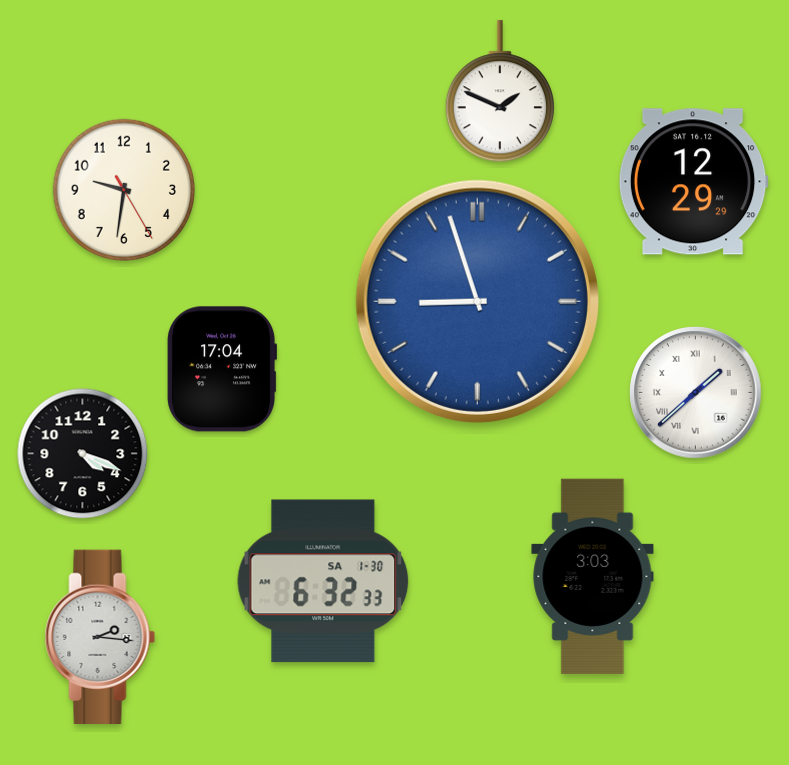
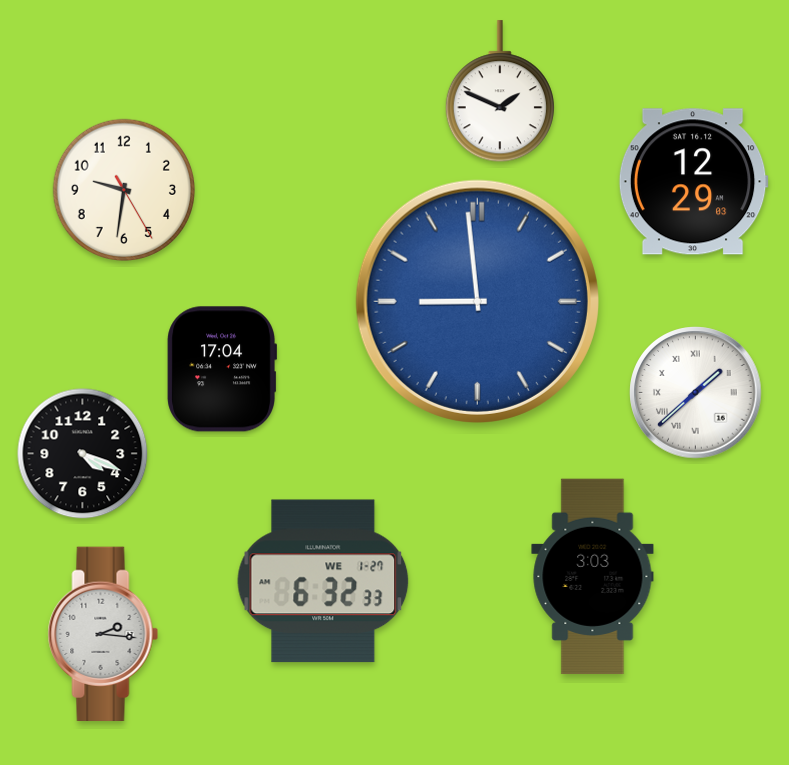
clock at (693, 182): 12:29:29 -> 12:29:03
clock at (477, 301): 8:57 -> 8:59
clock at (323, 581) date: SA 1-30 -> WE 1-27
clock at (100, 636) position: (100, 636) -> (103, 633)
